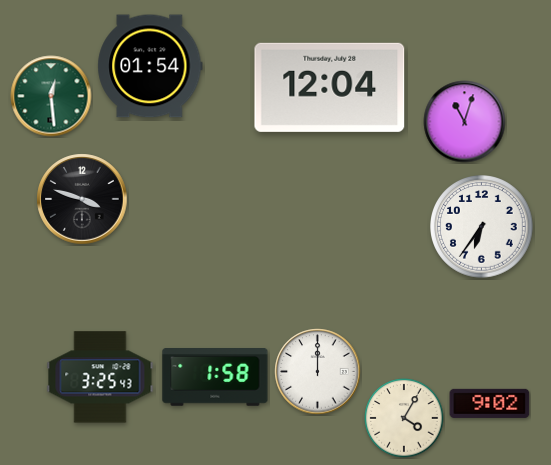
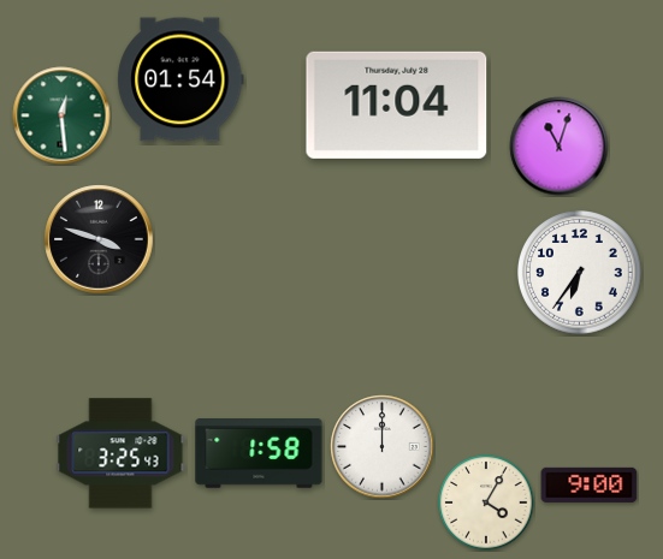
clock at (330, 87): 12:04 -> 11:04
clock at (490, 403): 9:02 -> 9:00
